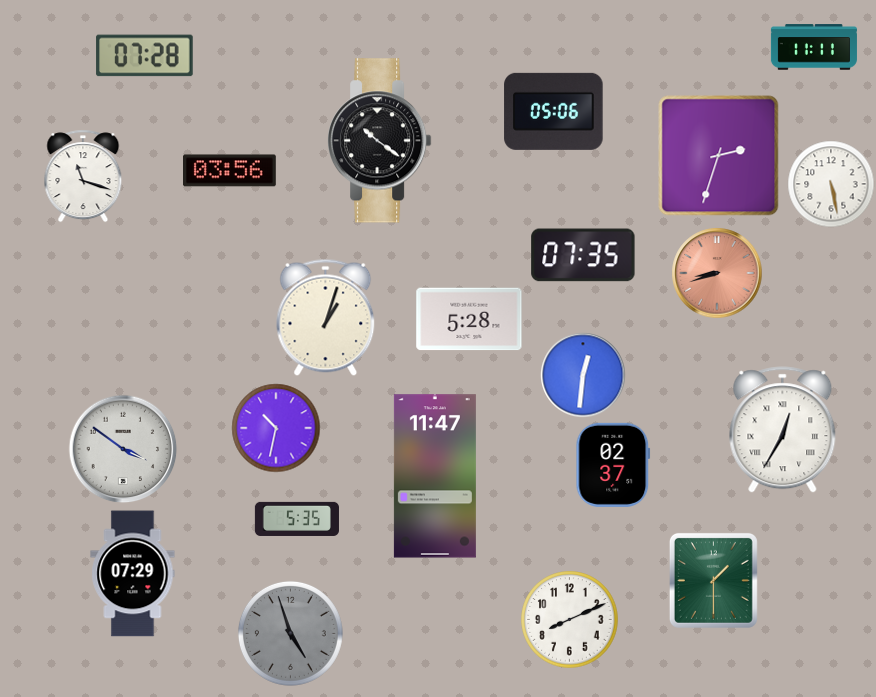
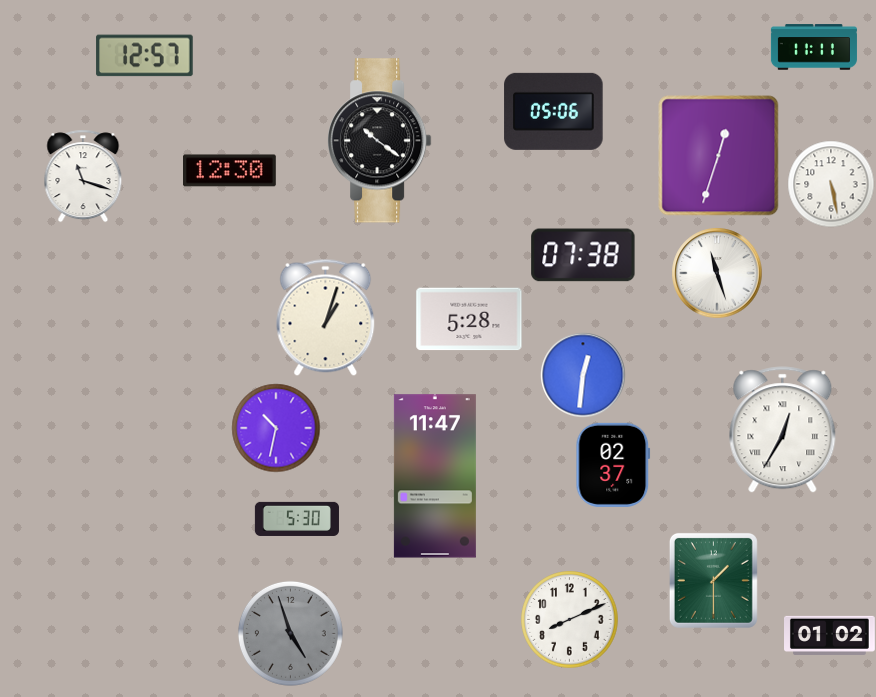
clock at (145, 56): 07:28 -> 12:57
clock at (719, 156): 2:33 -> 12:33
clock at (230, 171): 03:56 -> 12:30
clock at (583, 255): 07:35 -> 07:38
clock at (717, 273): 8:42 -> 11:27
clock at (717, 273) dial: salmon -> white
clock at (123, 449): 3:51 -> none
clock at (297, 519): 5:35 -> 5:30
clock at (133, 574): 07:29 -> none
clock at (830, 635): none -> 01:02
